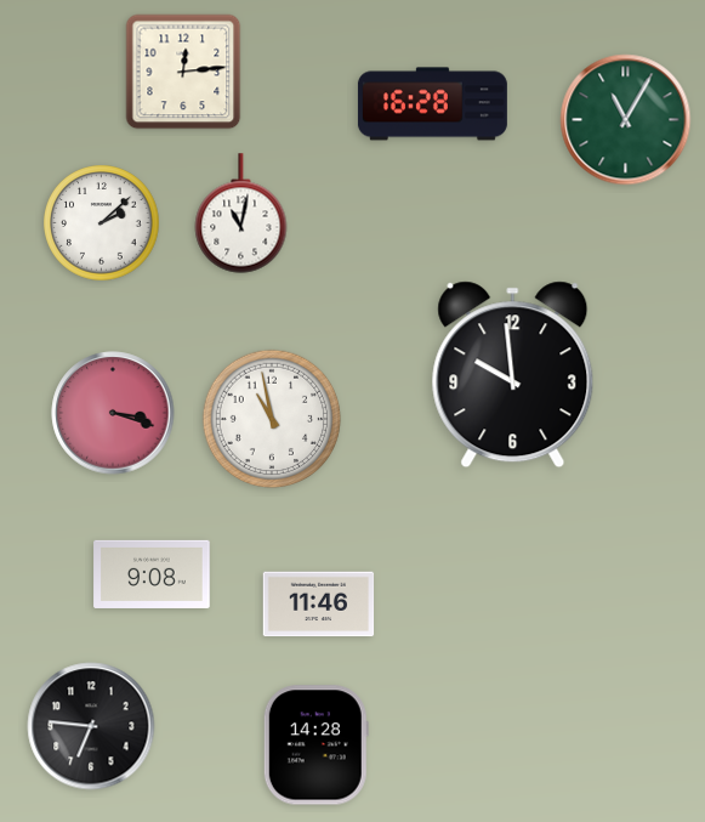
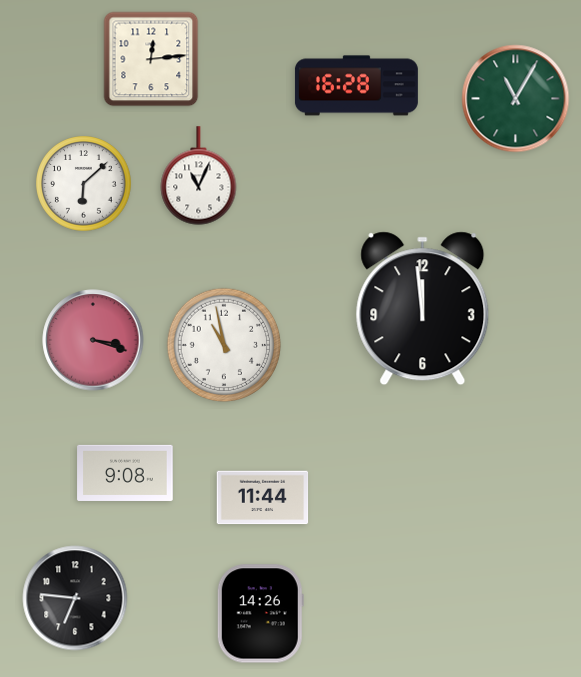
clock at (241, 214): 11:02 -> 11:04
clock at (102, 223): 2:08 -> 6:08
clock at (513, 375): 9:59 -> 11:59
clock at (319, 605): 11:46 -> 11:44
clock at (315, 746): 14:28 -> 14:26
